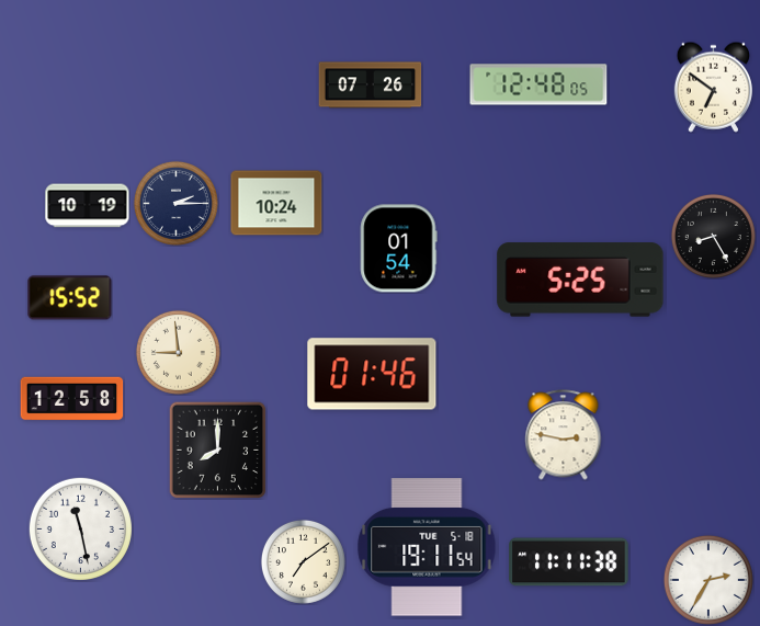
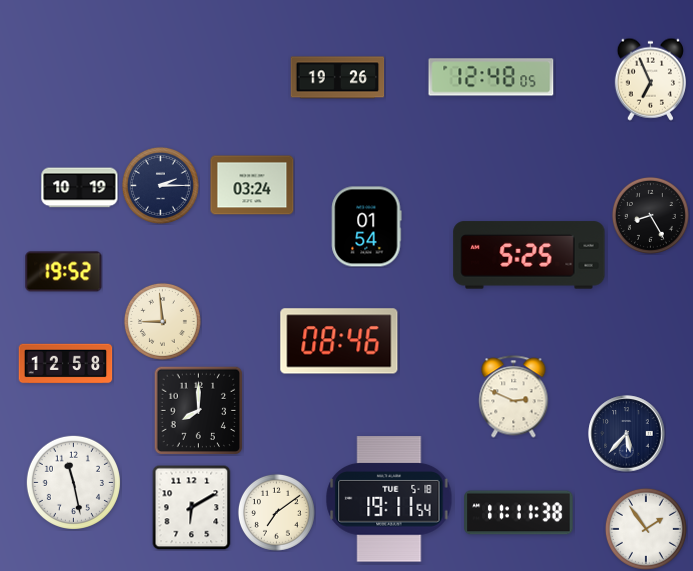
clock at (371, 86): 07:26 -> 19:26
clock at (713, 87): 6:51 -> 6:56
clock at (276, 203): 10:24 -> 03:24
clock at (399, 249) position: (399, 249) -> (367, 227)
clock at (70, 298): 15:52 -> 19:52
clock at (372, 374): 01:46 -> 08:46
clock at (564, 435): 2:47 -> 2:49
clock at (627, 434): none -> 5:37
clock at (192, 507): none -> 6:10
clock at (708, 580): 2:35 -> 1:54
